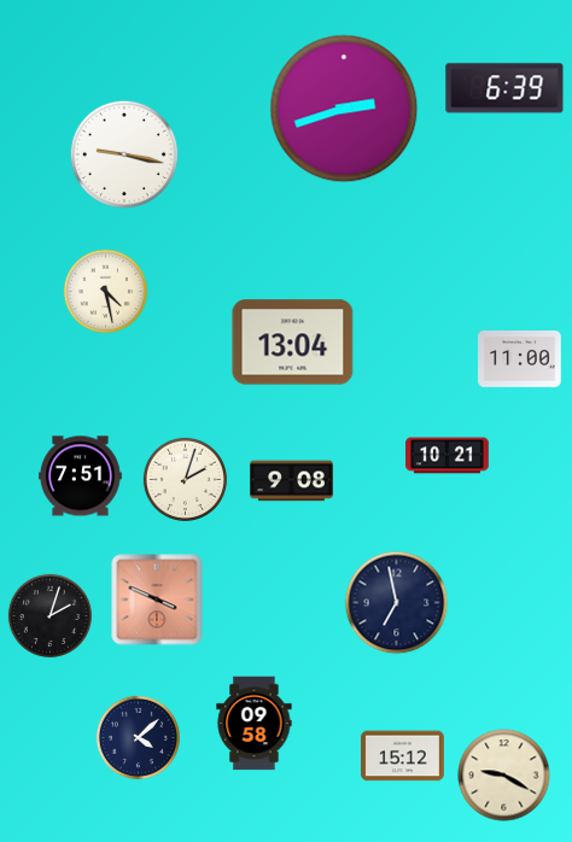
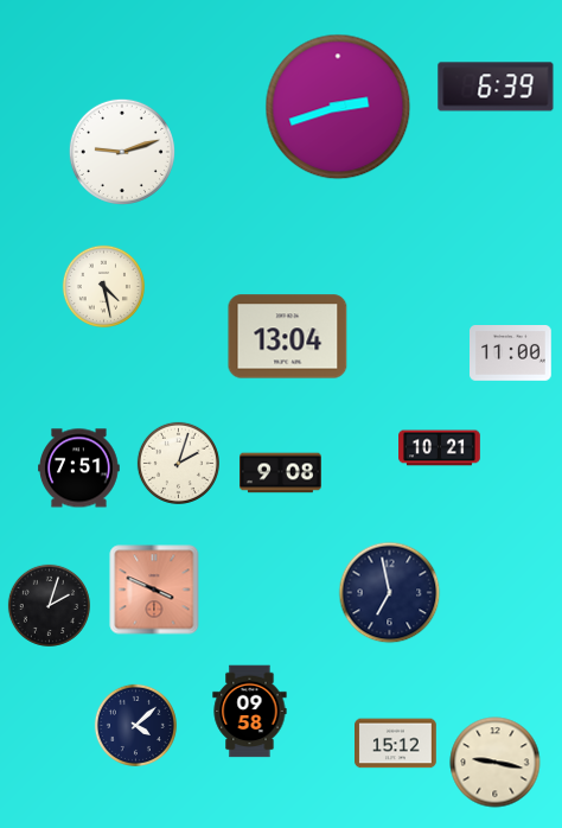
clock at (124, 154): 9:17 -> 9:12
clock at (185, 479) position: (185, 479) -> (178, 463)
clock at (292, 481) position: (292, 481) -> (281, 473)
clock at (504, 776): 9:20 -> 9:17
